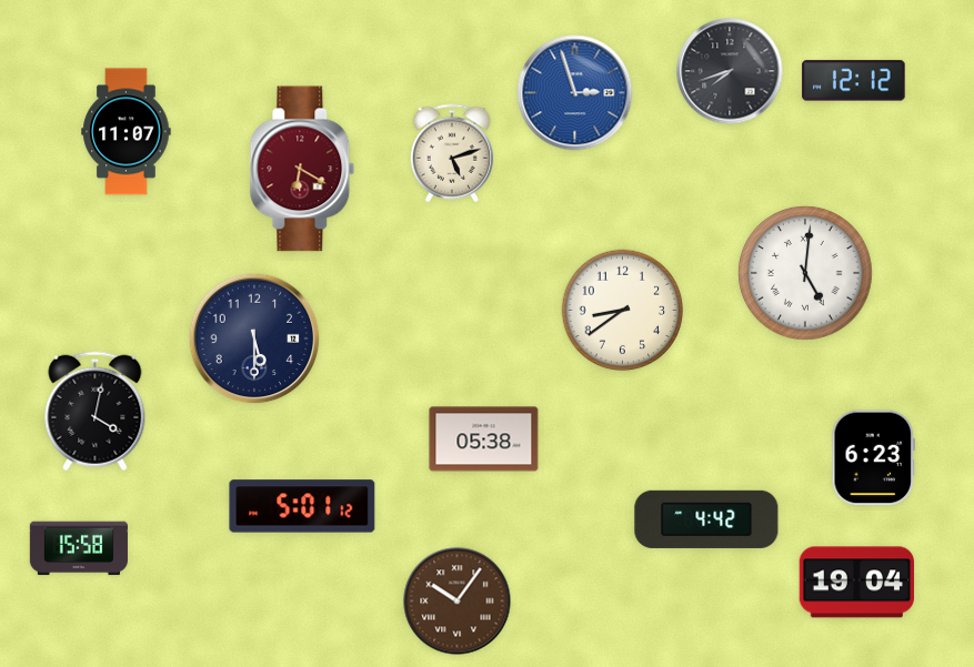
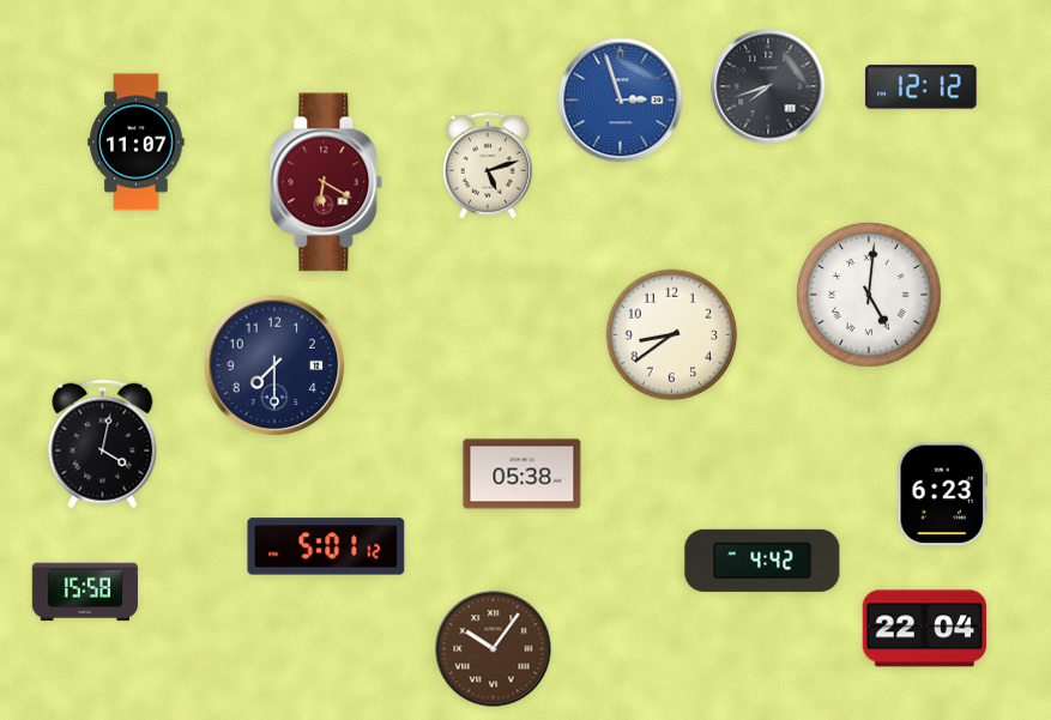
clock at (730, 71) position: (730, 71) -> (768, 86)
clock at (254, 338): 5:30 -> 7:30
clock at (856, 583): 19:04 -> 22:04
